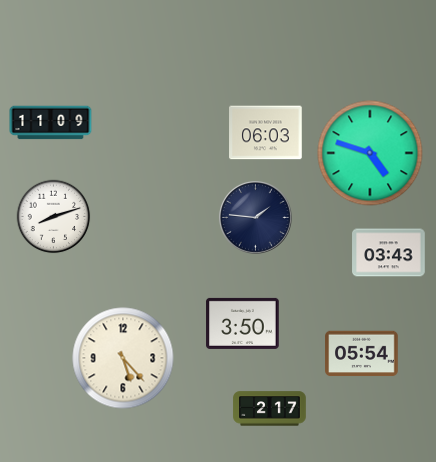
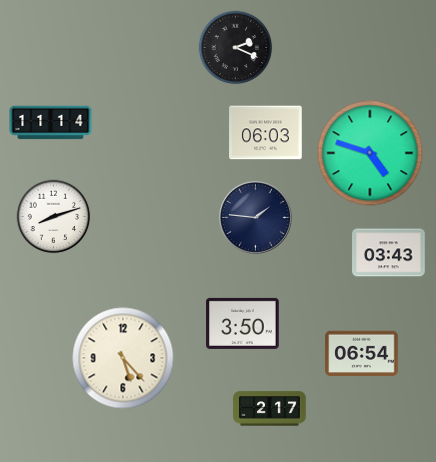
clock at (236, 48): none -> 2:19
clock at (51, 123): 11:09 -> 11:14
clock at (362, 354): 05:54 -> 06:54
